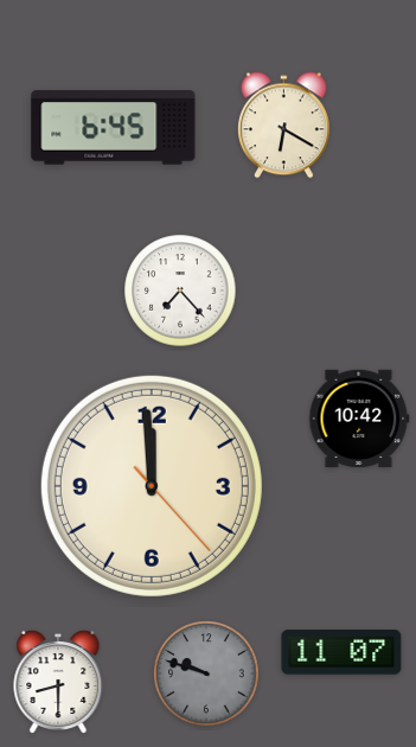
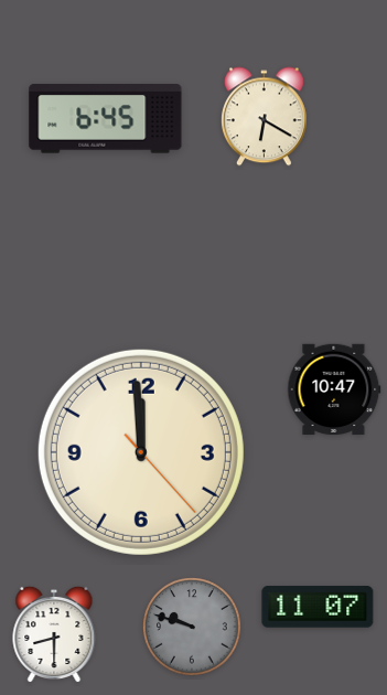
clock at (180, 290): 7:23 -> none
clock at (359, 419): 10:42 -> 10:47
